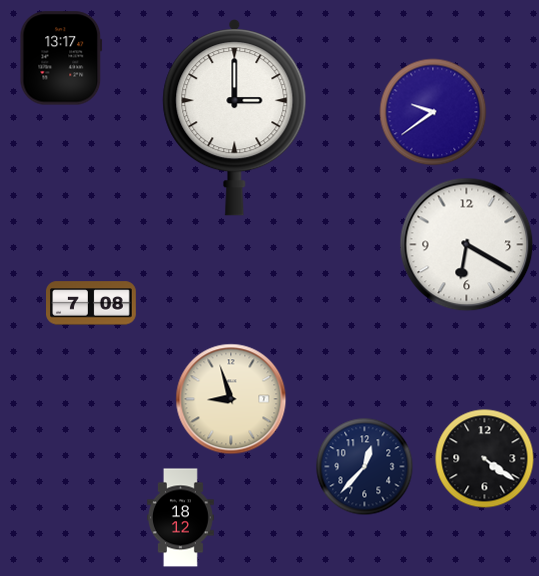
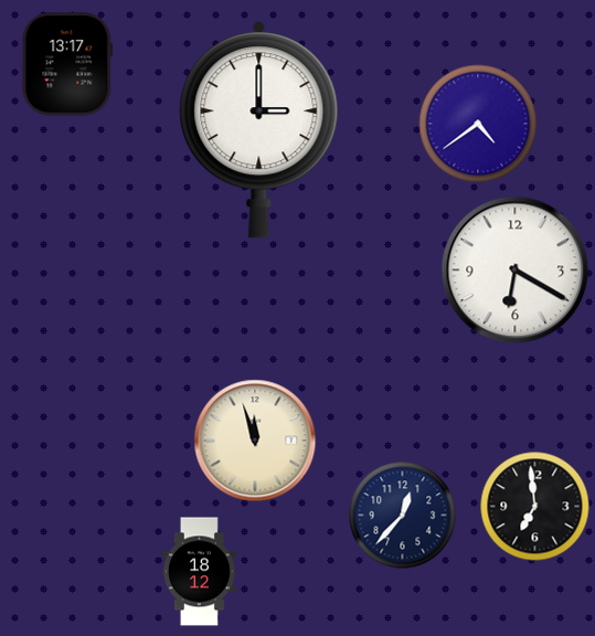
clock at (433, 112): 9:39 -> 4:39
clock at (92, 303): 7:08 -> none
clock at (231, 399): 8:57 -> 11:57
clock at (485, 459): 4:21 -> 6:59
